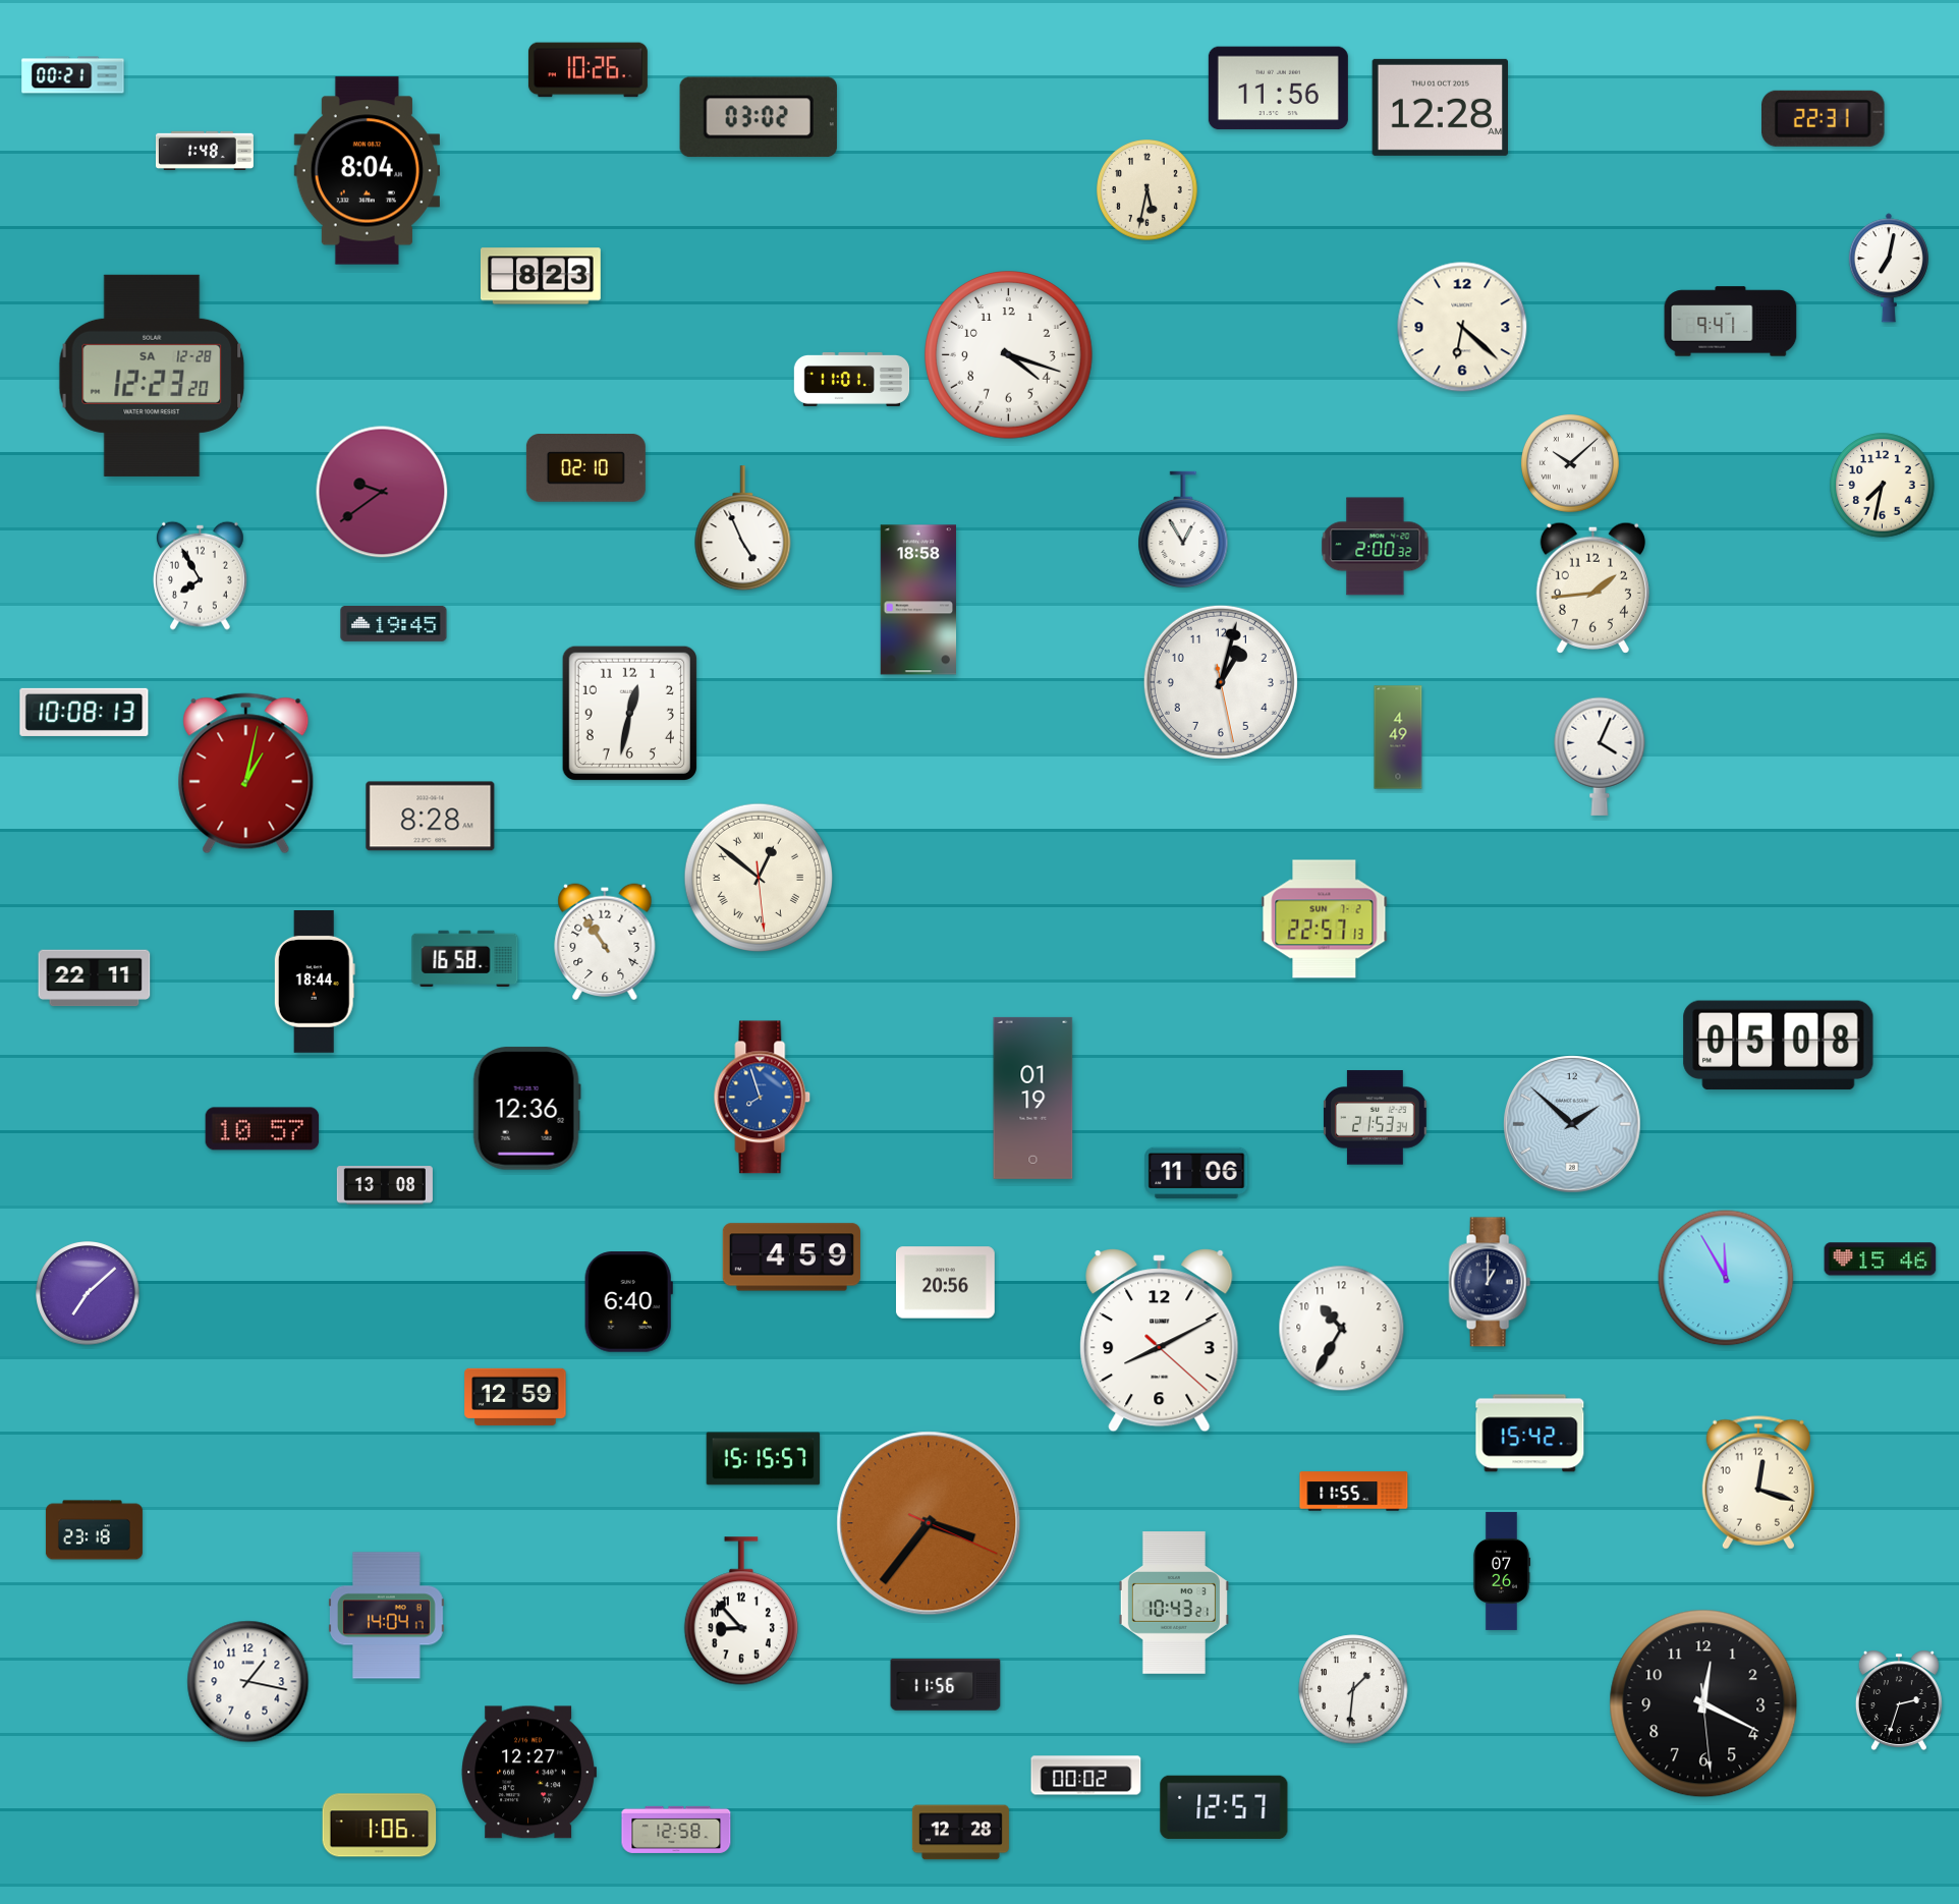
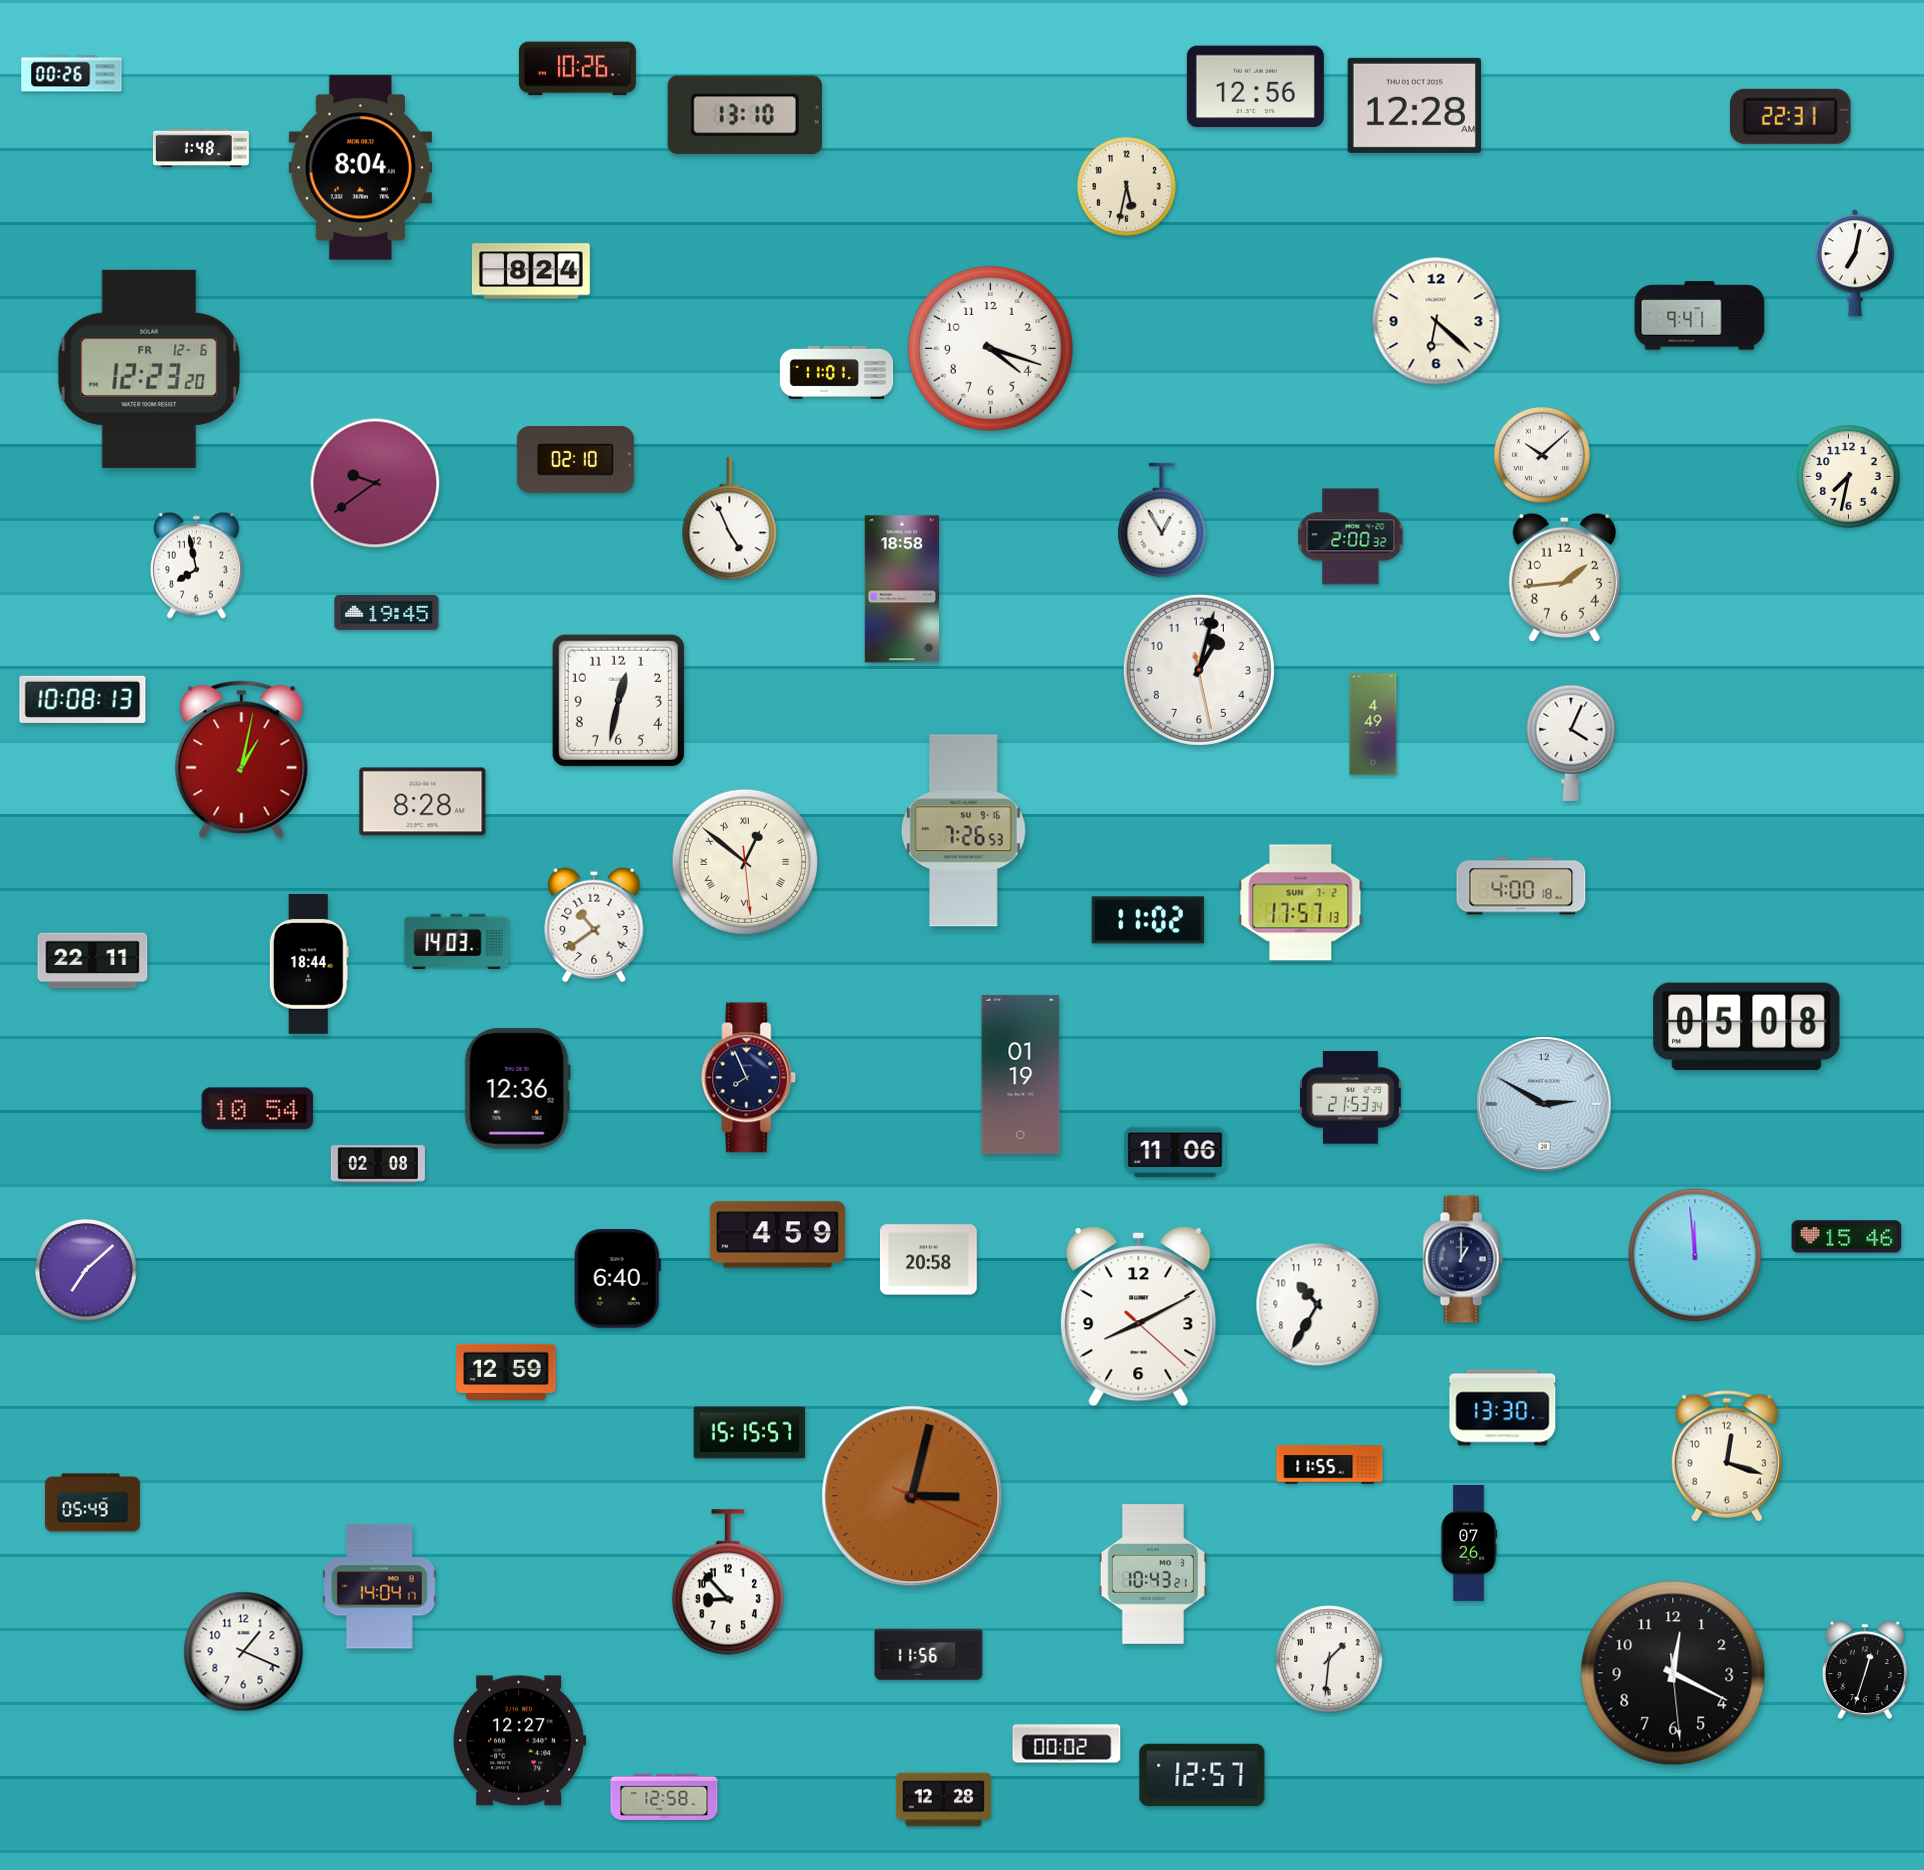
clock at (73, 75): 00:21 -> 00:26
clock at (1278, 89): 11:56 -> 12:56
clock at (759, 117): 03:02 -> 13:10
clock at (541, 276): 8:23 -> 8:24
clock at (152, 376) date: SA 12-28 -> FR 12-6
clock at (200, 575): 7:55 -> 7:58
clock at (963, 831): none -> 7:26
clock at (1521, 886): none -> 4:00
clock at (1325, 919): 22:57 -> 17:57
clock at (1148, 920): none -> 11:02
clock at (605, 942): 10:54 -> 10:39
clock at (465, 958): 16:58 -> 14:03
clock at (763, 1098): 7:57 -> 7:56
clock at (763, 1098) dial: blue -> navy
clock at (1033, 1098) position: (1033, 1098) -> (1021, 1074)
clock at (1572, 1124): 1:52 -> 2:50
clock at (263, 1129): 10:57 -> 10:54
clock at (385, 1185): 13:08 -> 02:08
clock at (1726, 1278): 11:55 -> 11:59
clock at (946, 1283): 20:56 -> 20:58
clock at (1530, 1434): 15:42 -> 13:30
clock at (929, 1523): 3:36 -> 3:02
clock at (94, 1530): 23:18 -> 05:49
clock at (1502, 1571) position: (1502, 1571) -> (1469, 1543)
clock at (248, 1682): 1:17 -> 1:19
clock at (1899, 1701): 2:33 -> 12:33
clock at (380, 1826): 1:06 -> none
